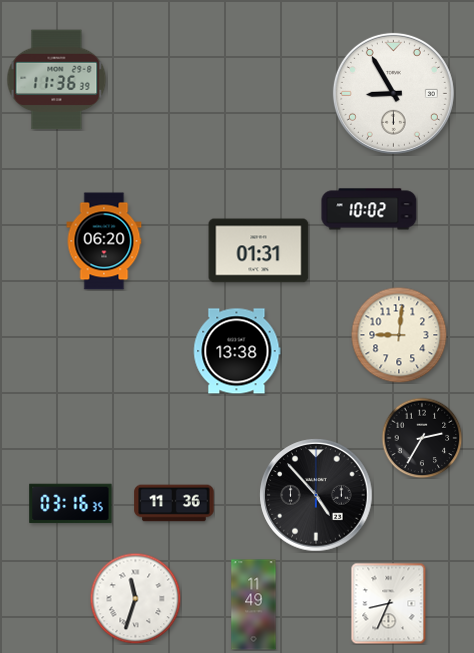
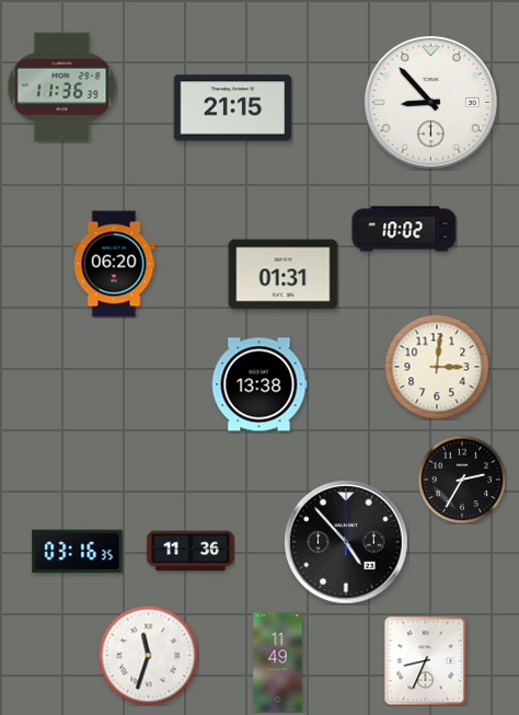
clock at (393, 93): 8:55 -> 8:53
clock at (233, 108): none -> 21:15
clock at (399, 335): 9:01 -> 3:01
